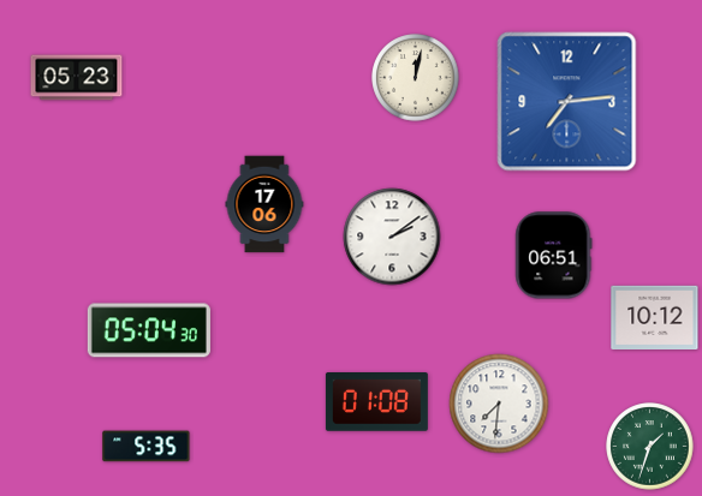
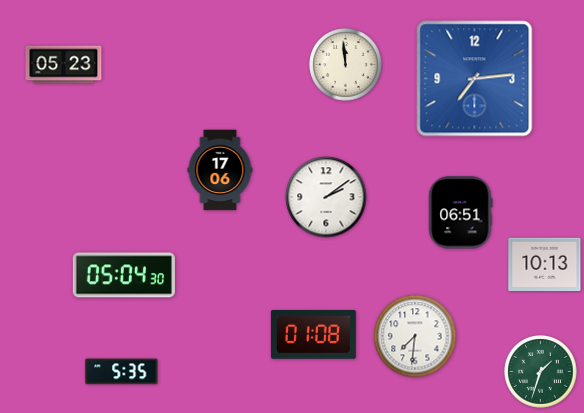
clock at (416, 78): 12:02 -> 11:59
clock at (567, 102) position: (567, 102) -> (475, 79)
clock at (655, 318): 10:12 -> 10:13
